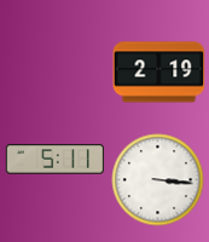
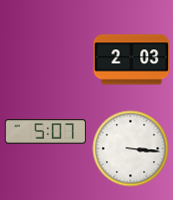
clock at (159, 73): 2:19 -> 2:03
clock at (54, 160): 5:11 -> 5:07
